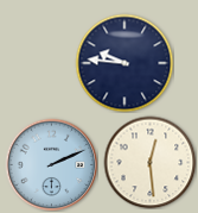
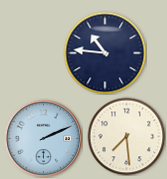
clock at (124, 63): 9:46 -> 10:46
clock at (149, 162): 12:29 -> 7:29
